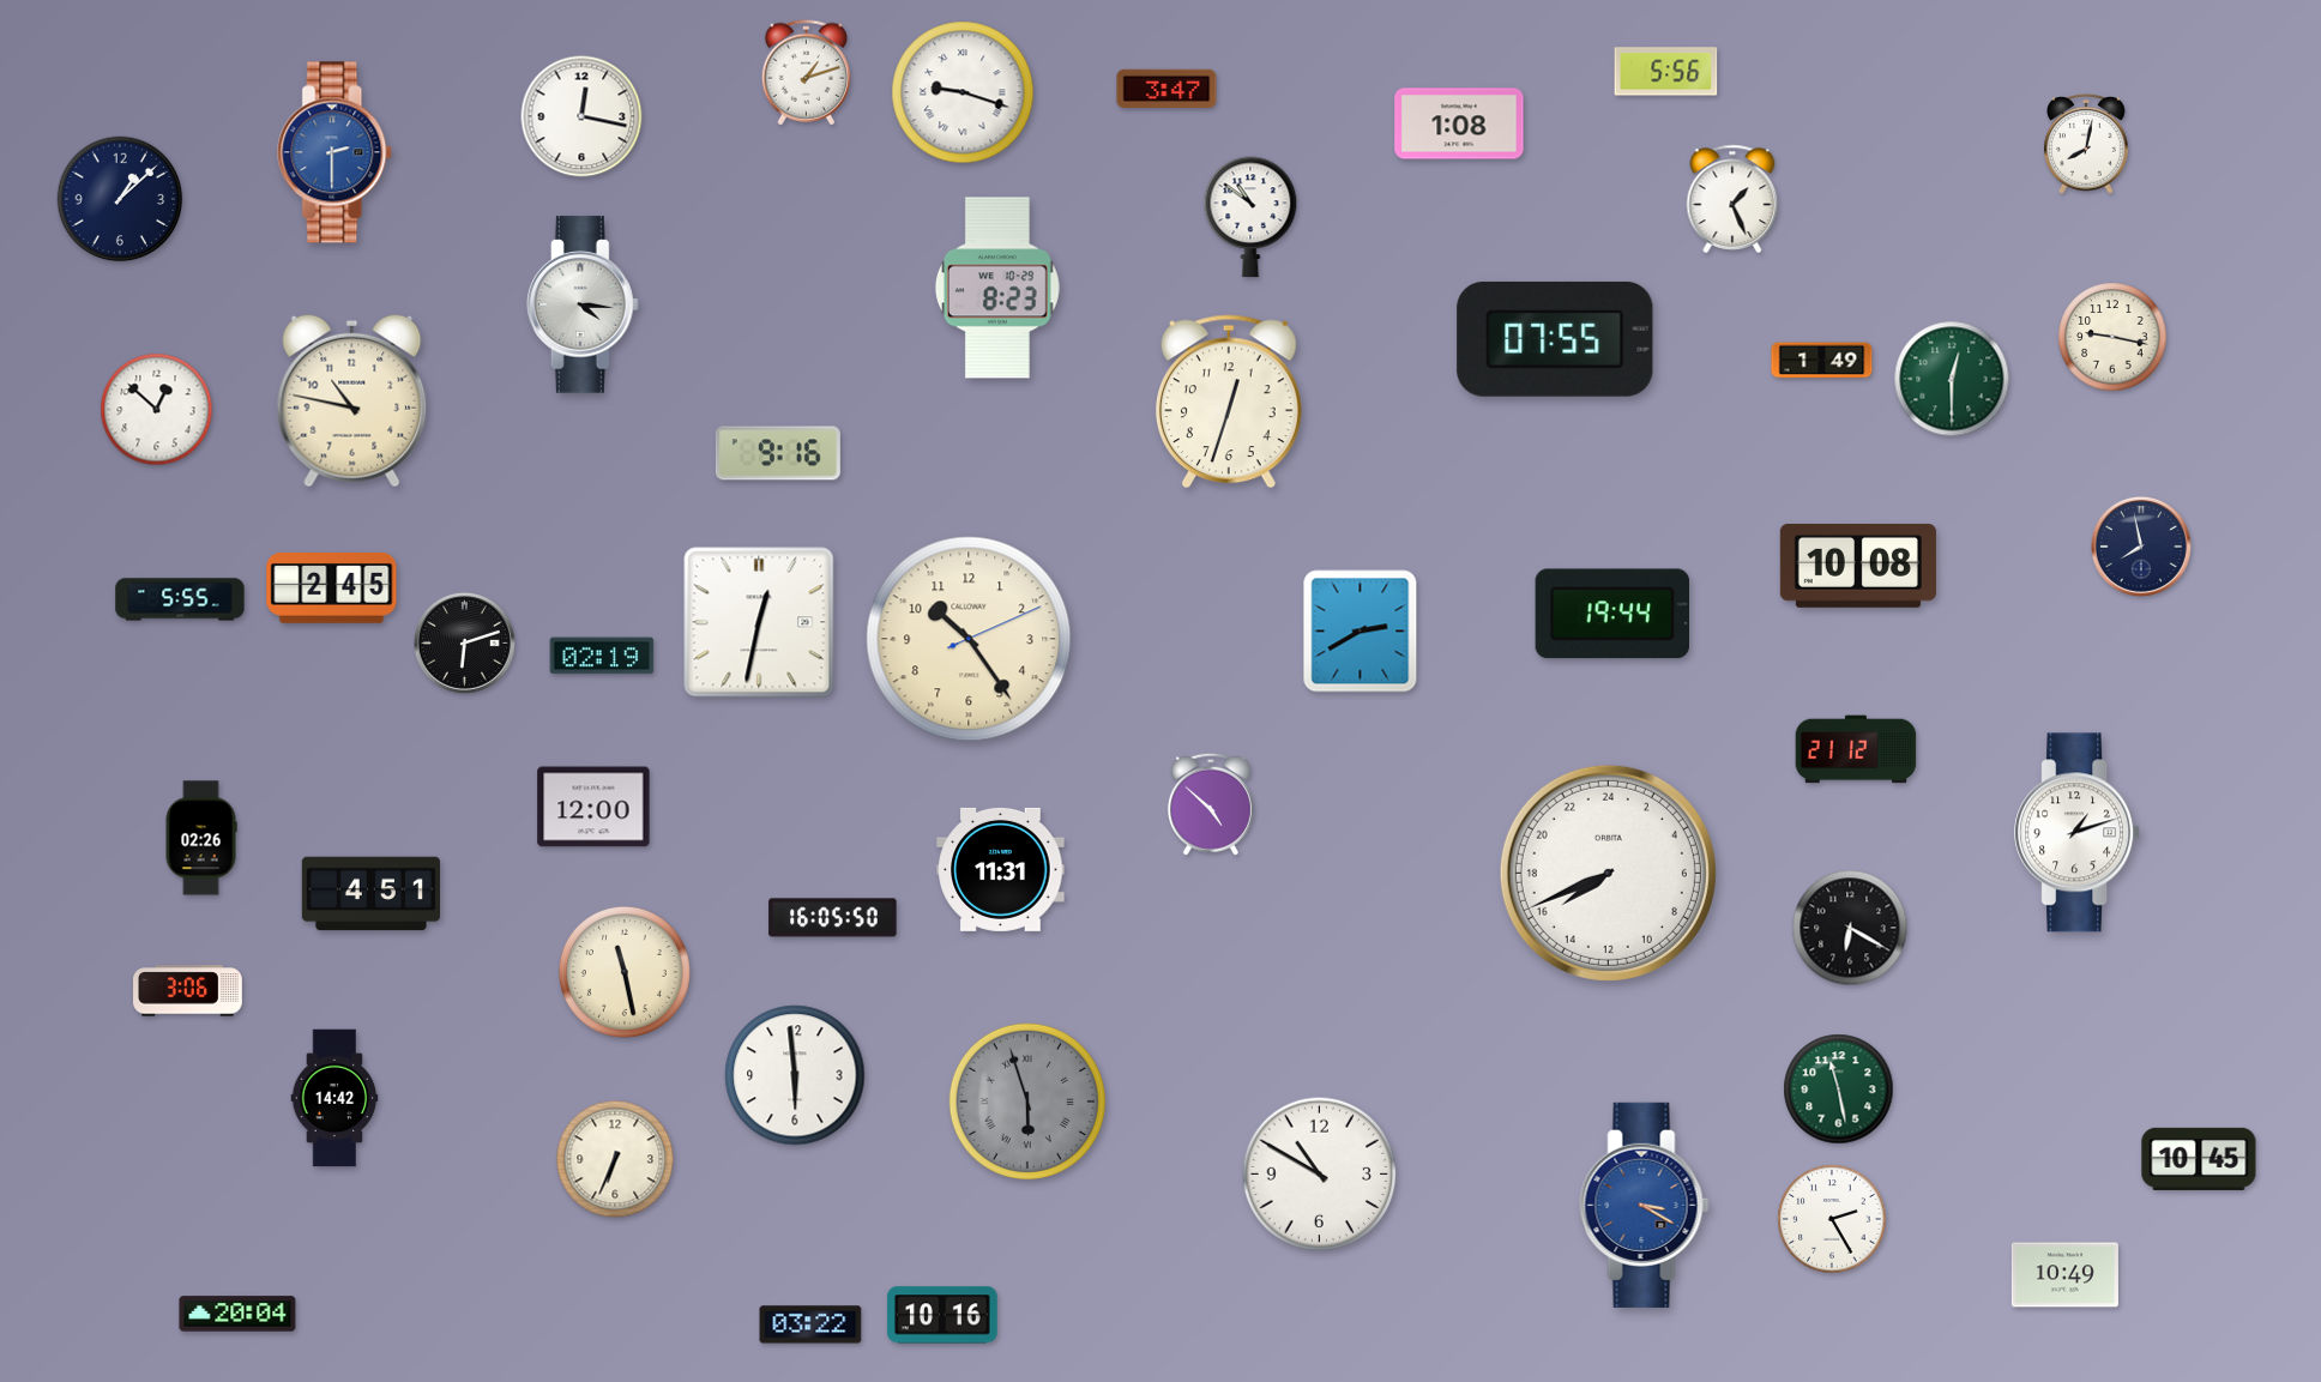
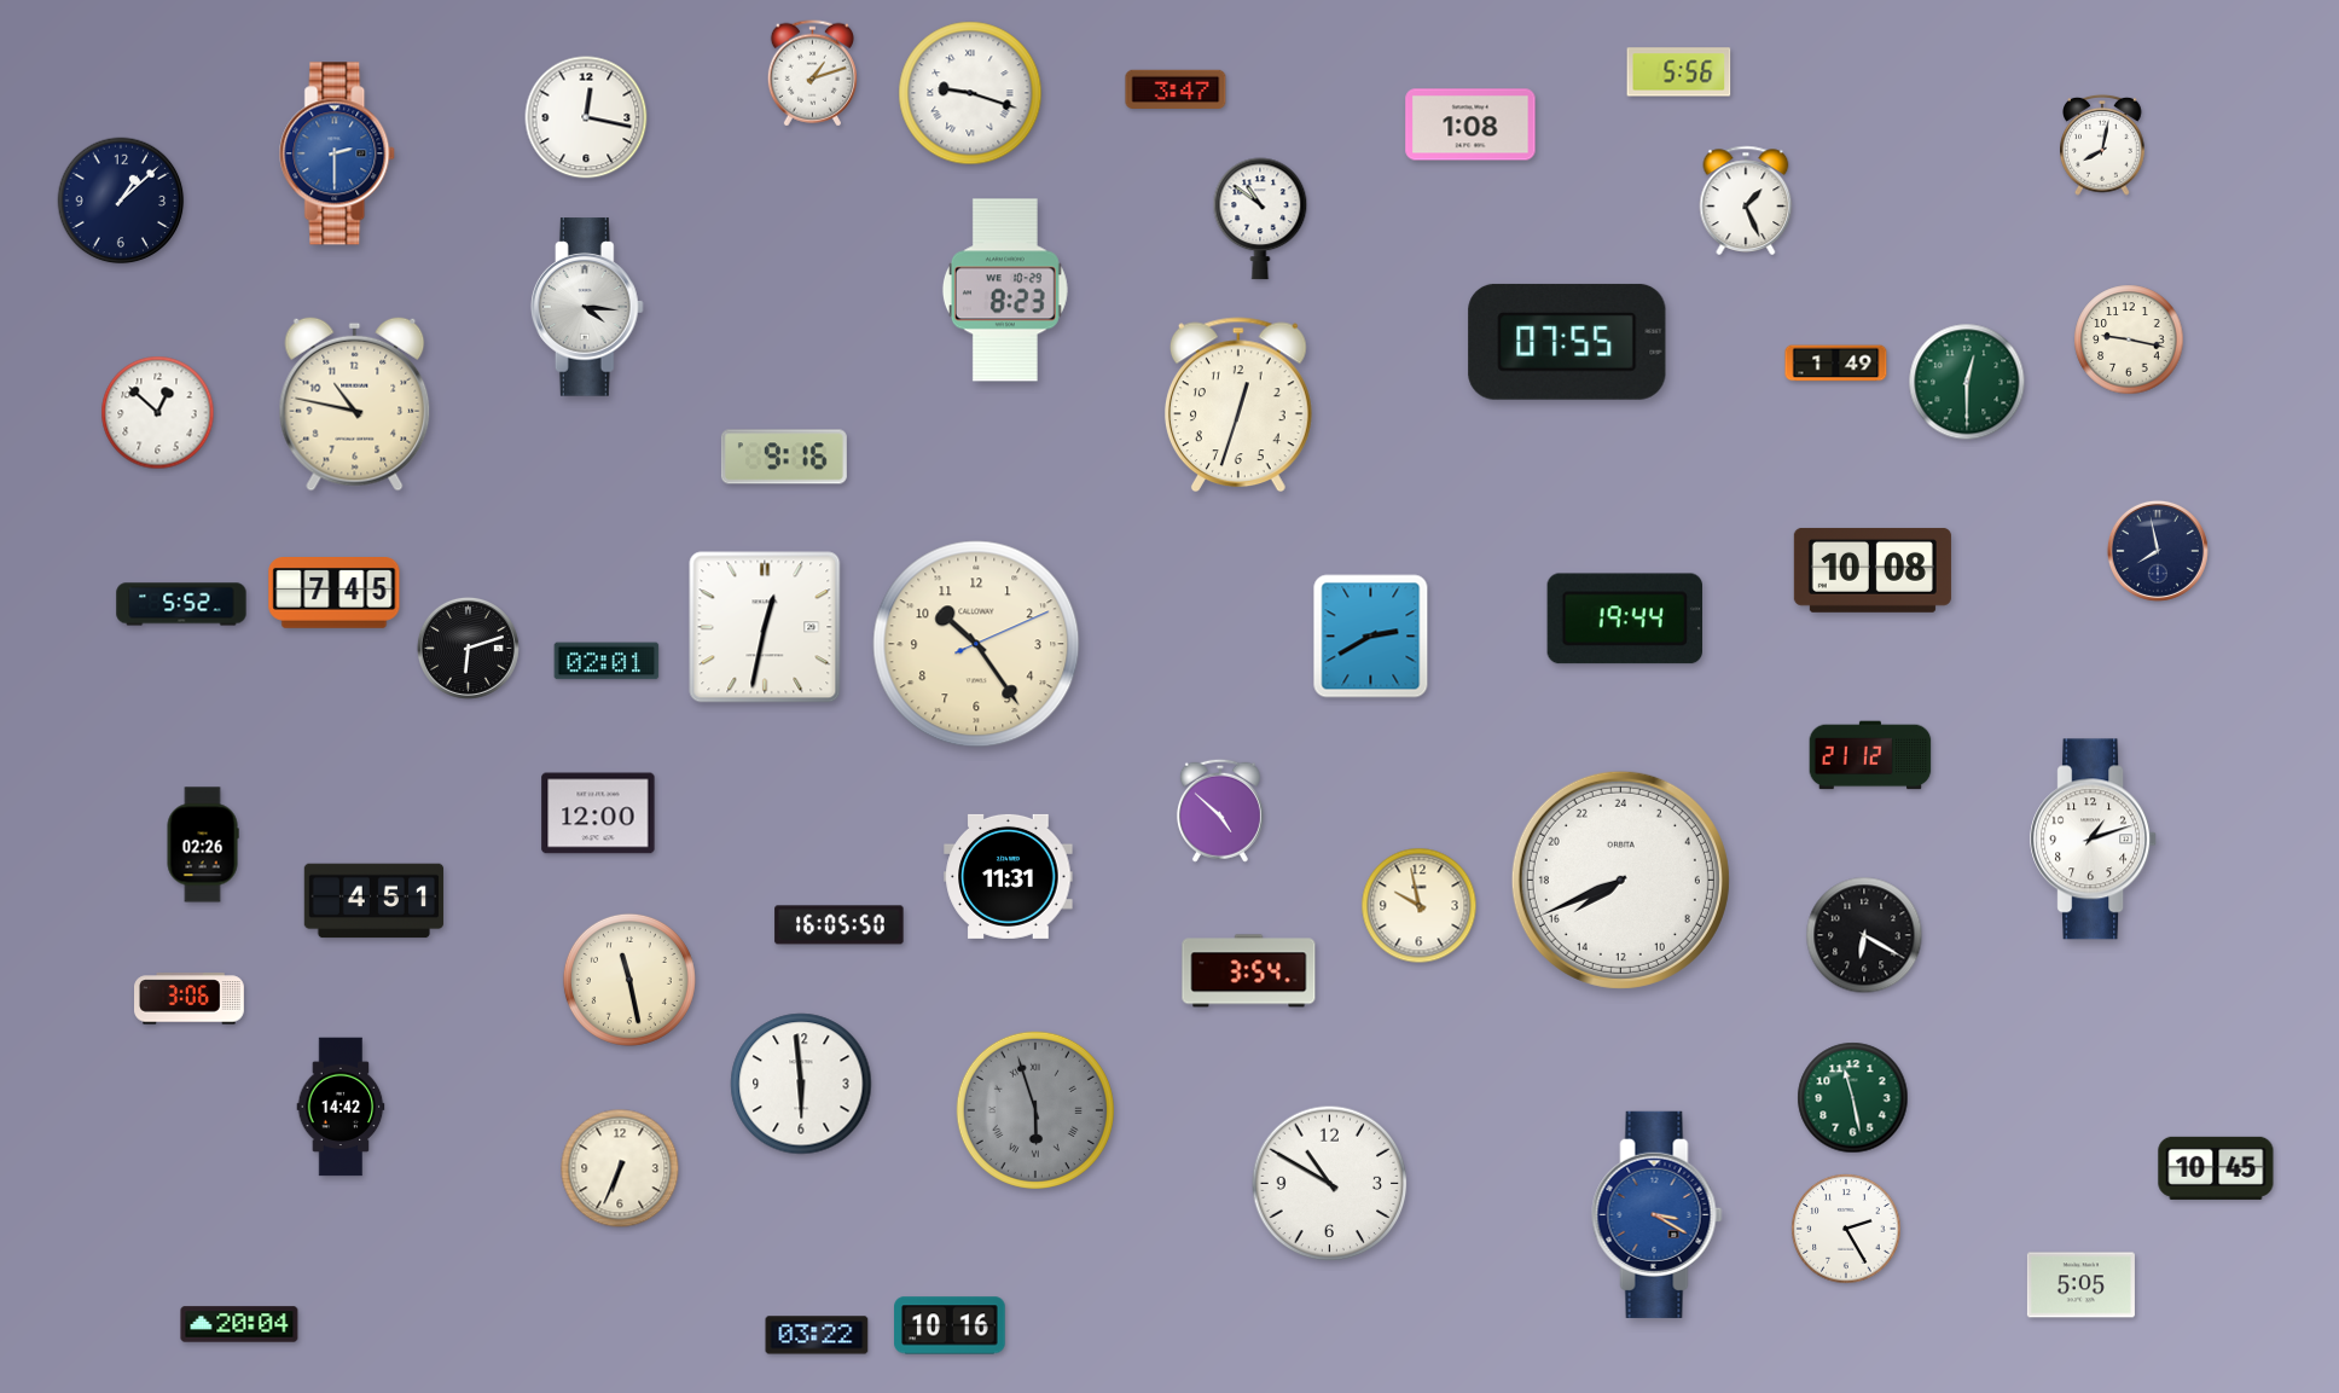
clock at (332, 589): 2:45 -> 7:45
clock at (180, 599): 5:55 -> 5:52
clock at (602, 656): 02:19 -> 02:01
clock at (1420, 906): none -> 9:58
clock at (1249, 971): none -> 3:54
clock at (334, 1098) position: (334, 1098) -> (341, 1107)
clock at (2064, 1275): 10:49 -> 5:05
